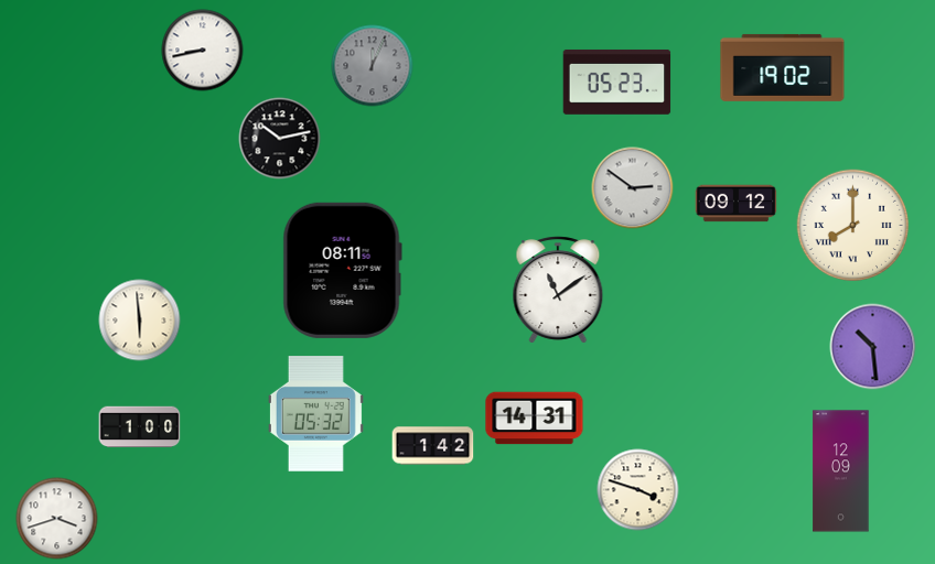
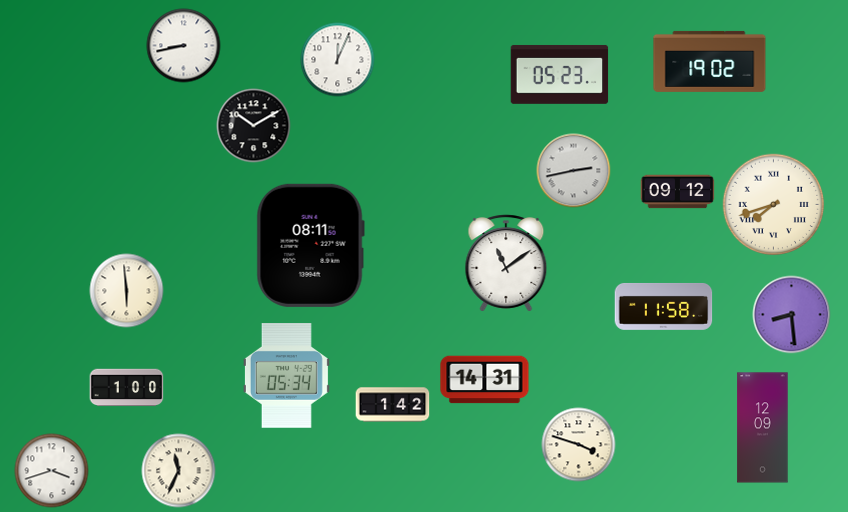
clock at (373, 66) dial: grey -> white
clock at (280, 139): 10:13 -> 10:10
clock at (633, 188): 2:51 -> 2:43
clock at (737, 204) position: (737, 204) -> (678, 192)
clock at (853, 226): 8:00 -> 7:42
clock at (664, 306): none -> 11:58
clock at (873, 347): 10:29 -> 8:29
clock at (315, 414): 05:32 -> 05:34
clock at (179, 471): none -> 11:34
